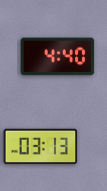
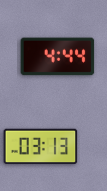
clock at (58, 57): 4:40 -> 4:44
